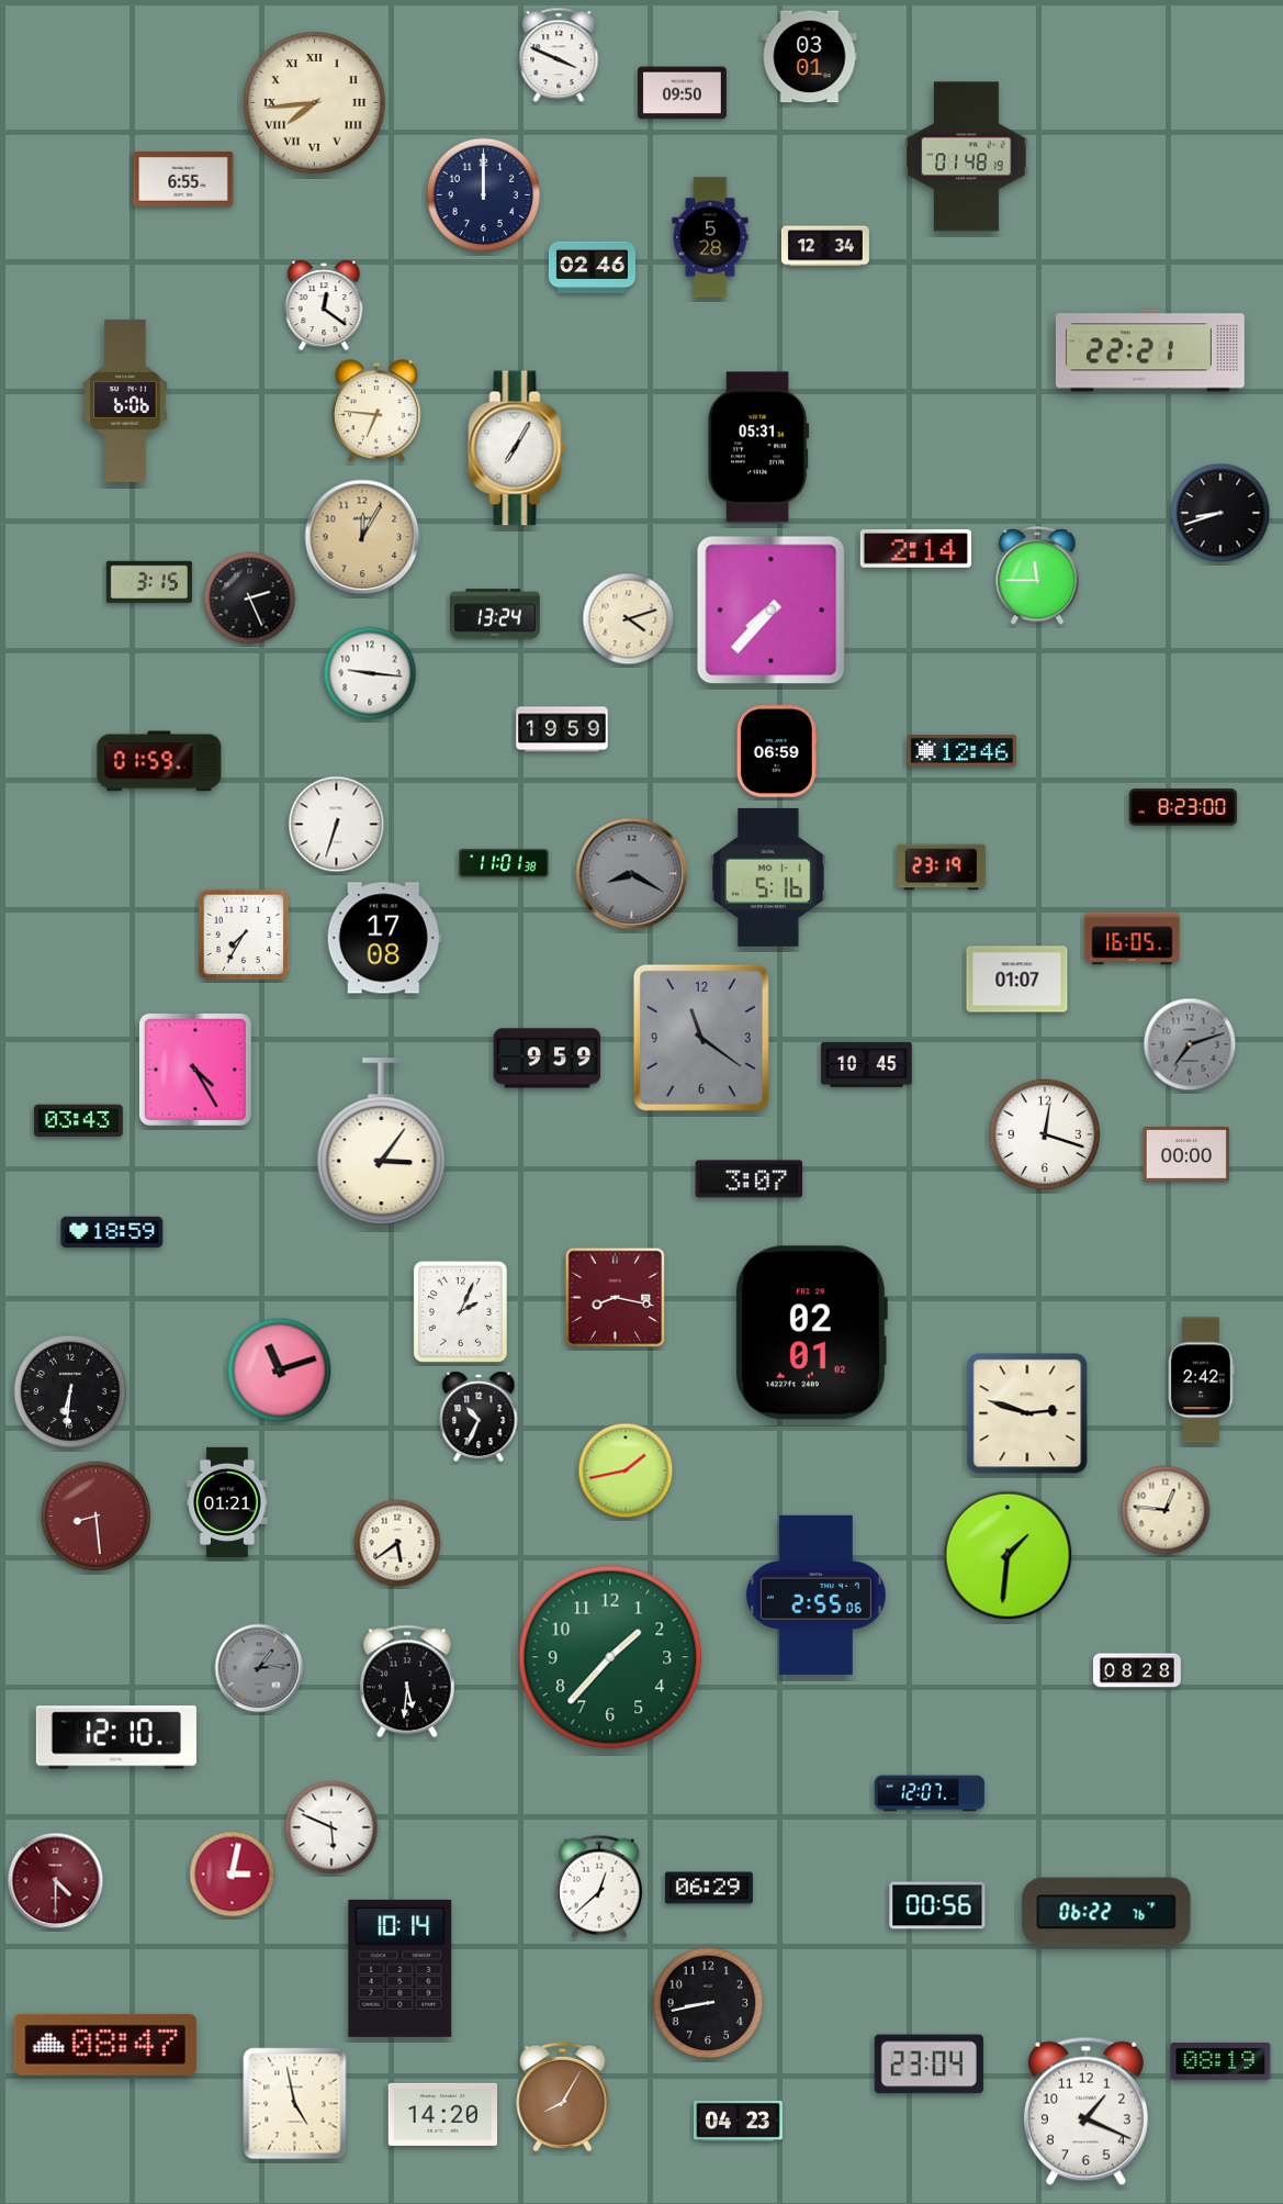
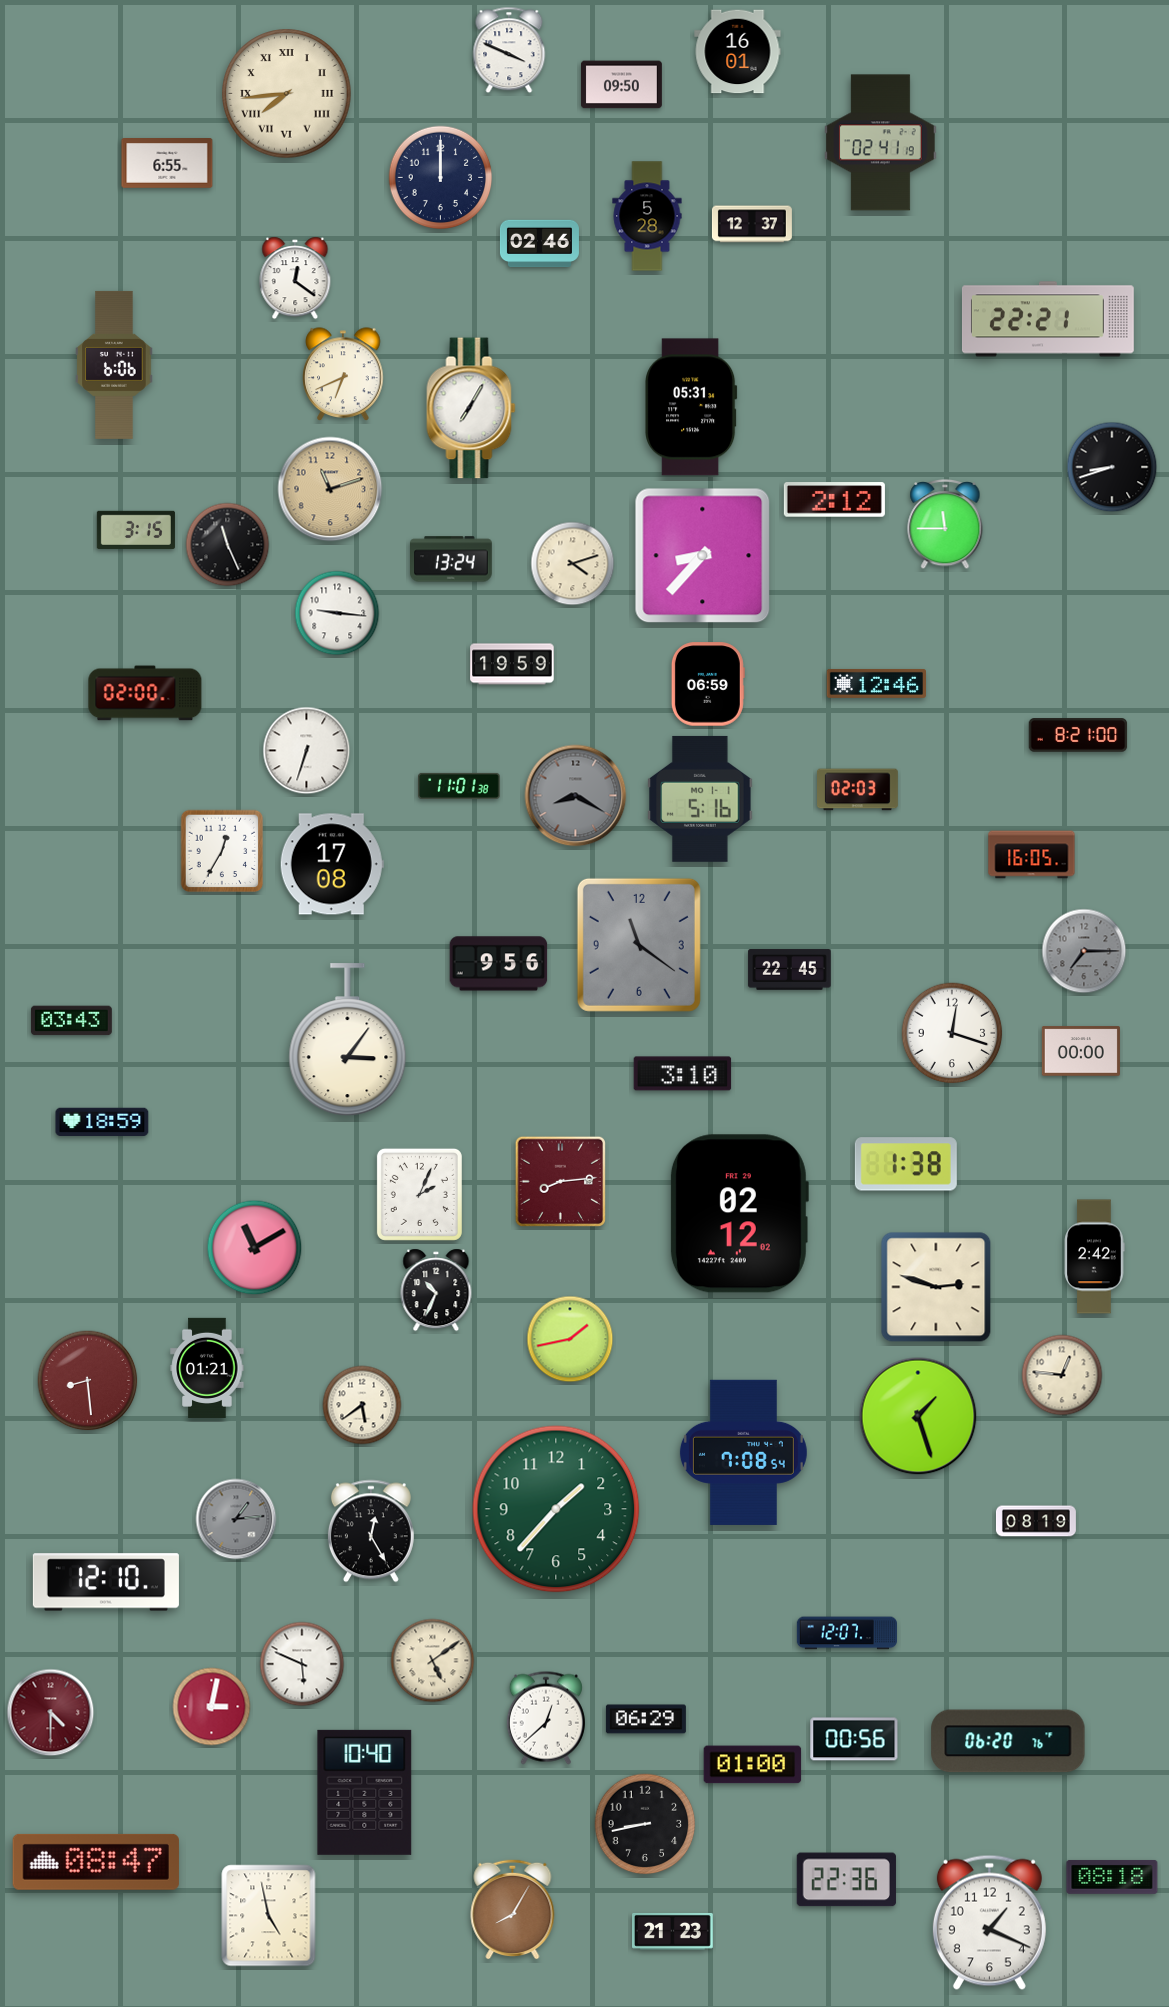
clock at (810, 57): 03:01 -> 16:01
clock at (967, 157): 01:48 -> 02:41
clock at (825, 246): 12:34 -> 12:37
clock at (376, 411): 6:46 -> 6:41
clock at (362, 537): 12:05 -> 11:12
clock at (915, 549): 2:14 -> 2:12
clock at (250, 598): 2:26 -> 11:26
clock at (772, 611): 7:37 -> 8:37
clock at (159, 761): 01:59 -> 02:00
clock at (1183, 807): 8:23 -> 8:21
clock at (942, 868): 23:19 -> 02:03
clock at (244, 935): 7:35 -> 12:35
clock at (384, 938) position: (384, 938) -> (332, 864)
clock at (1017, 980): 01:07 -> none
clock at (1190, 1044): 7:12 -> 7:15
clock at (548, 1059): 9:59 -> 9:56
clock at (867, 1065): 10:45 -> 22:45
clock at (195, 1070): 4:25 -> none
clock at (750, 1179): 3:07 -> 3:10
clock at (906, 1164): none -> 1:38
clock at (615, 1297): 8:17 -> 8:14
clock at (811, 1333): 02:01 -> 02:12
clock at (280, 1370): 11:12 -> 11:10
clock at (70, 1391): 6:31 -> none
clock at (1008, 1555): 1:31 -> 1:27
clock at (815, 1595): 2:55 -> 7:08
clock at (1137, 1670): 08:28 -> 08:19
clock at (407, 1681): 5:31 -> 12:25
clock at (433, 1661): none -> 5:09
clock at (937, 1905) position: (937, 1905) -> (854, 1739)
clock at (1106, 1912): 06:22 -> 06:20
clock at (753, 1765): none -> 01:00
clock at (401, 1968): 10:14 -> 10:40
clock at (1220, 2061): 08:19 -> 08:18
clock at (929, 2065): 23:04 -> 22:36
clock at (442, 2114): 14:20 -> none
clock at (739, 2121): 04:23 -> 21:23
